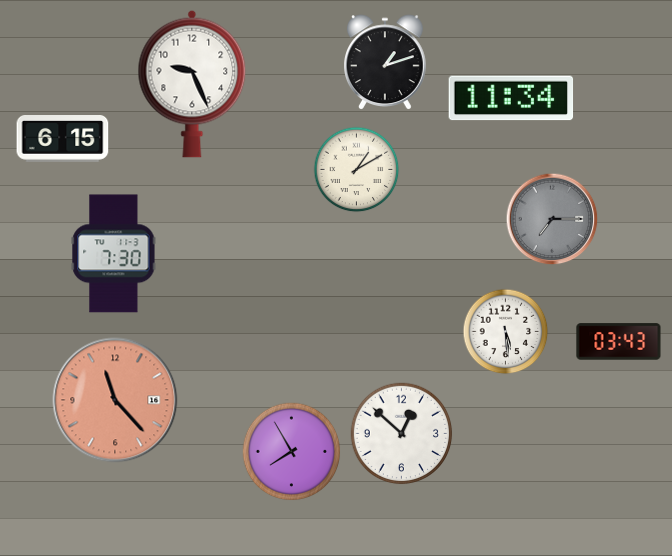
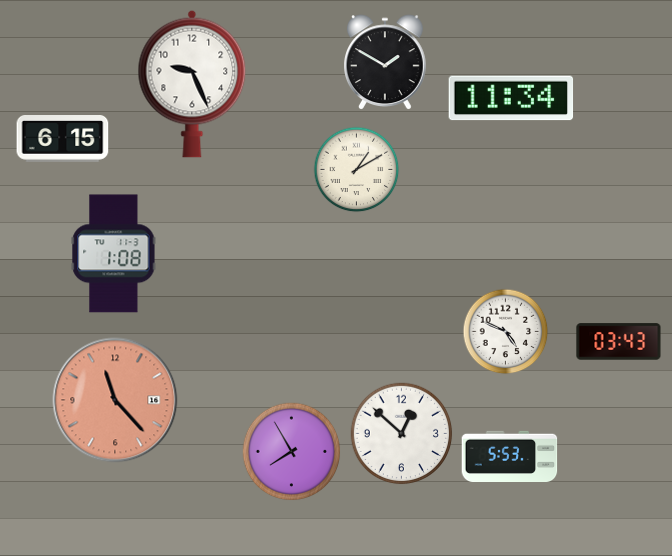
clock at (386, 62): 1:12 -> 1:50
clock at (552, 219): 7:15 -> none
clock at (114, 254): 7:30 -> 1:08
clock at (506, 332): 5:29 -> 4:49
clock at (510, 456): none -> 5:53
